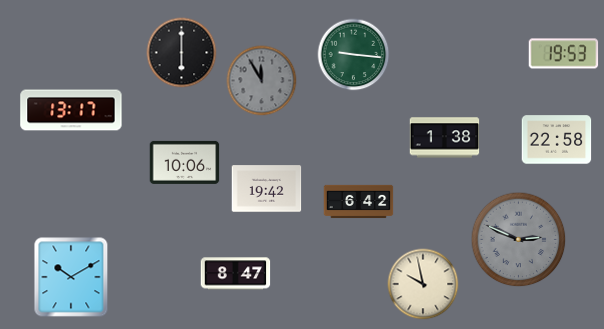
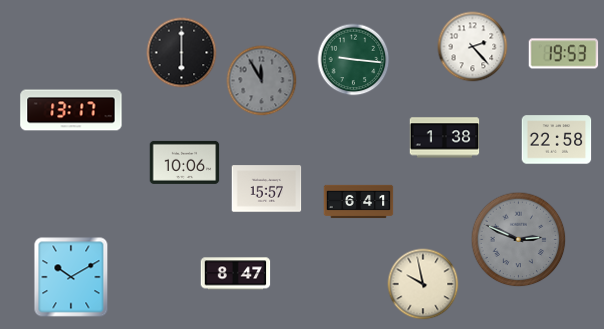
clock at (473, 47): none -> 2:23
clock at (354, 55) position: (354, 55) -> (354, 60)
clock at (267, 189): 19:42 -> 15:57
clock at (359, 202): 6:42 -> 6:41
